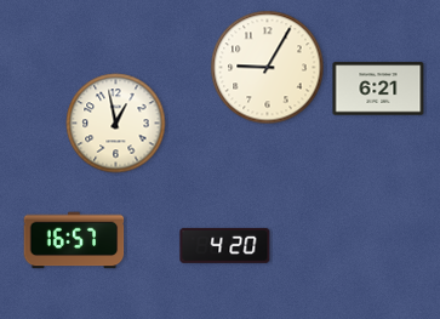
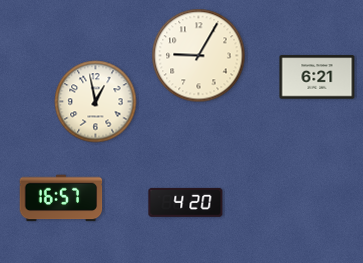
clock at (268, 68) position: (268, 68) -> (199, 56)
clock at (378, 89) position: (378, 89) -> (317, 77)
